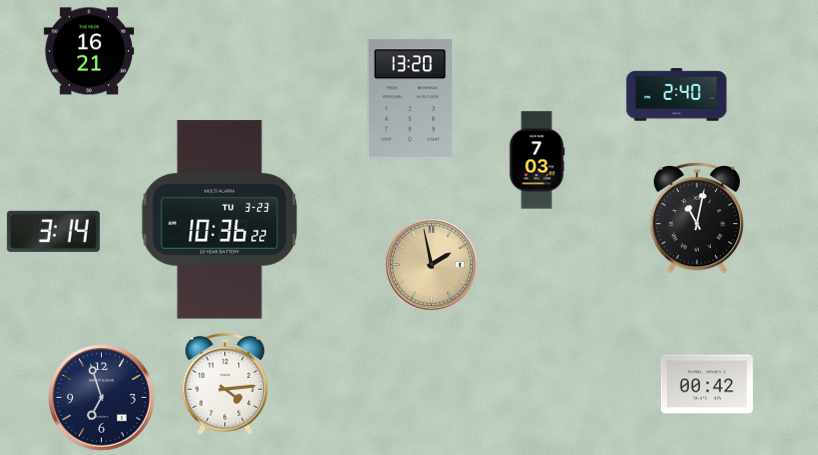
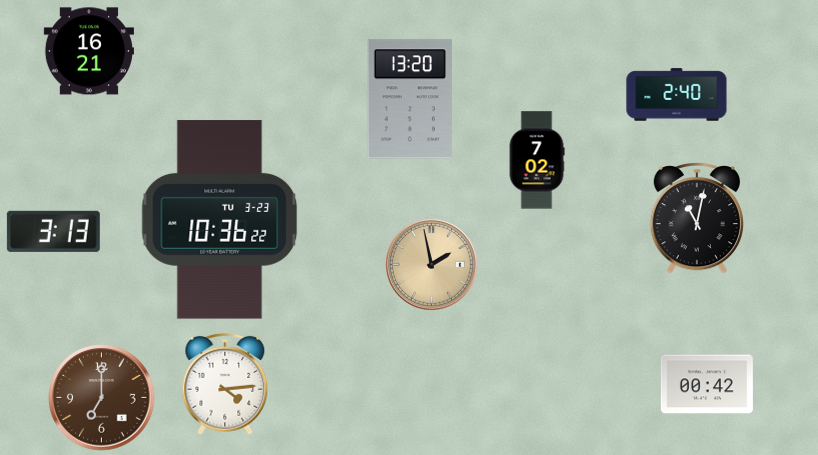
clock at (537, 160): 7:03 -> 7:02
clock at (53, 231): 3:14 -> 3:13
clock at (102, 398): 6:57 -> 7:00
clock at (102, 398) dial: navy -> brown
